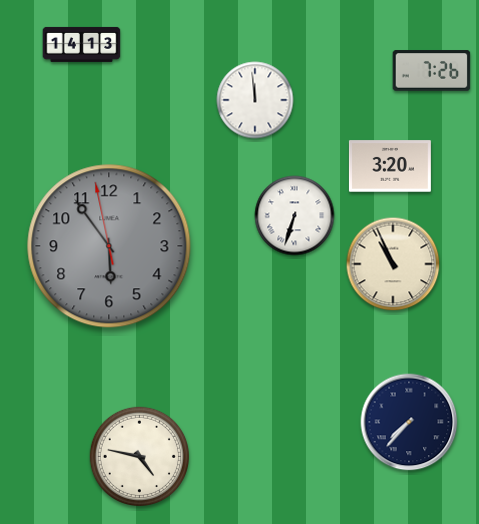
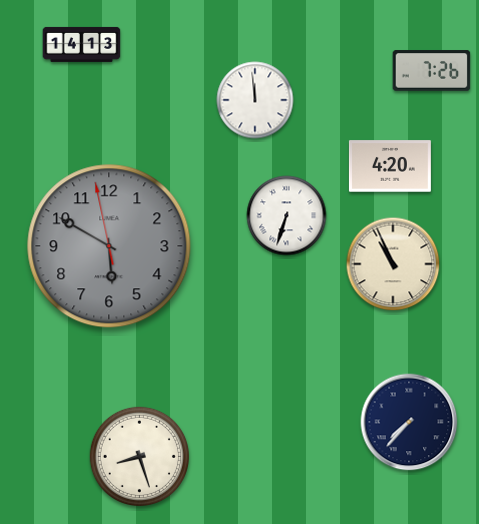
clock at (390, 166): 3:20 -> 4:20
clock at (295, 216) position: (295, 216) -> (287, 216)
clock at (109, 246): 5:53 -> 5:49
clock at (139, 456): 4:47 -> 8:27
